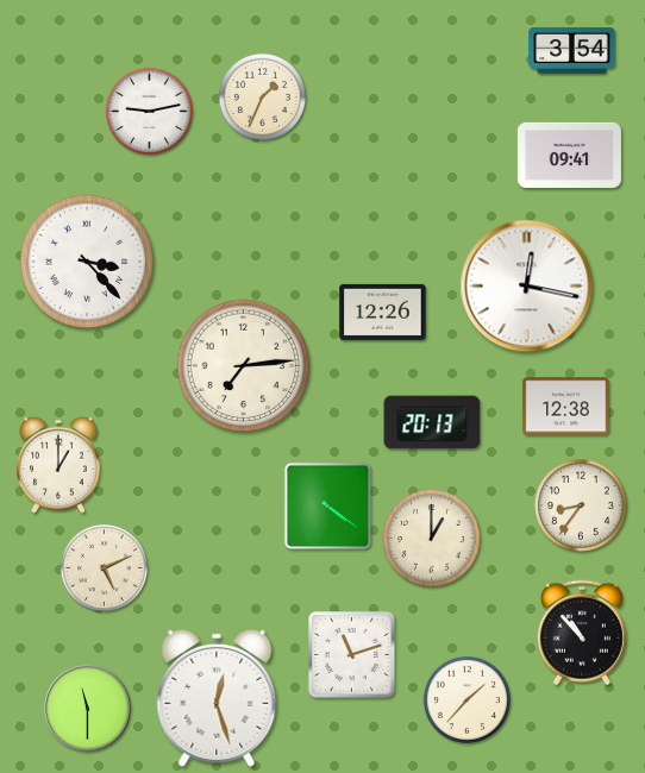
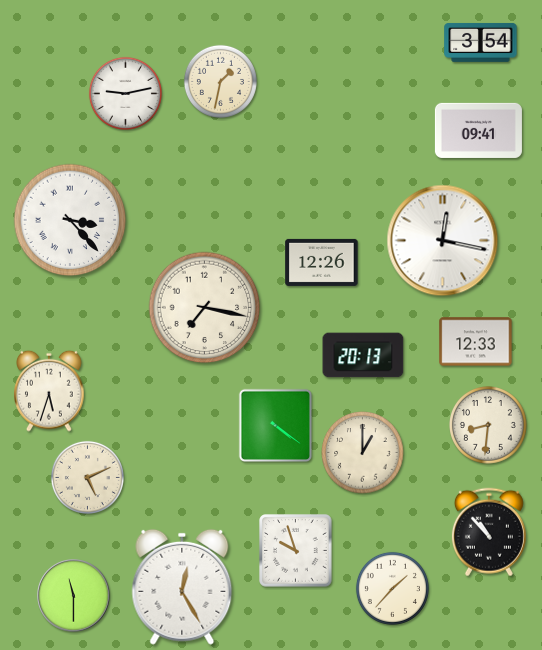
clock at (262, 96): 1:34 -> 1:32
clock at (87, 262) position: (87, 262) -> (70, 220)
clock at (244, 366): 7:14 -> 7:17
clock at (566, 407): 12:38 -> 12:33
clock at (58, 465): 1:00 -> 5:33
clock at (582, 507): 8:36 -> 8:31
clock at (352, 655): 11:12 -> 9:57
clock at (217, 698): 12:27 -> 12:25
